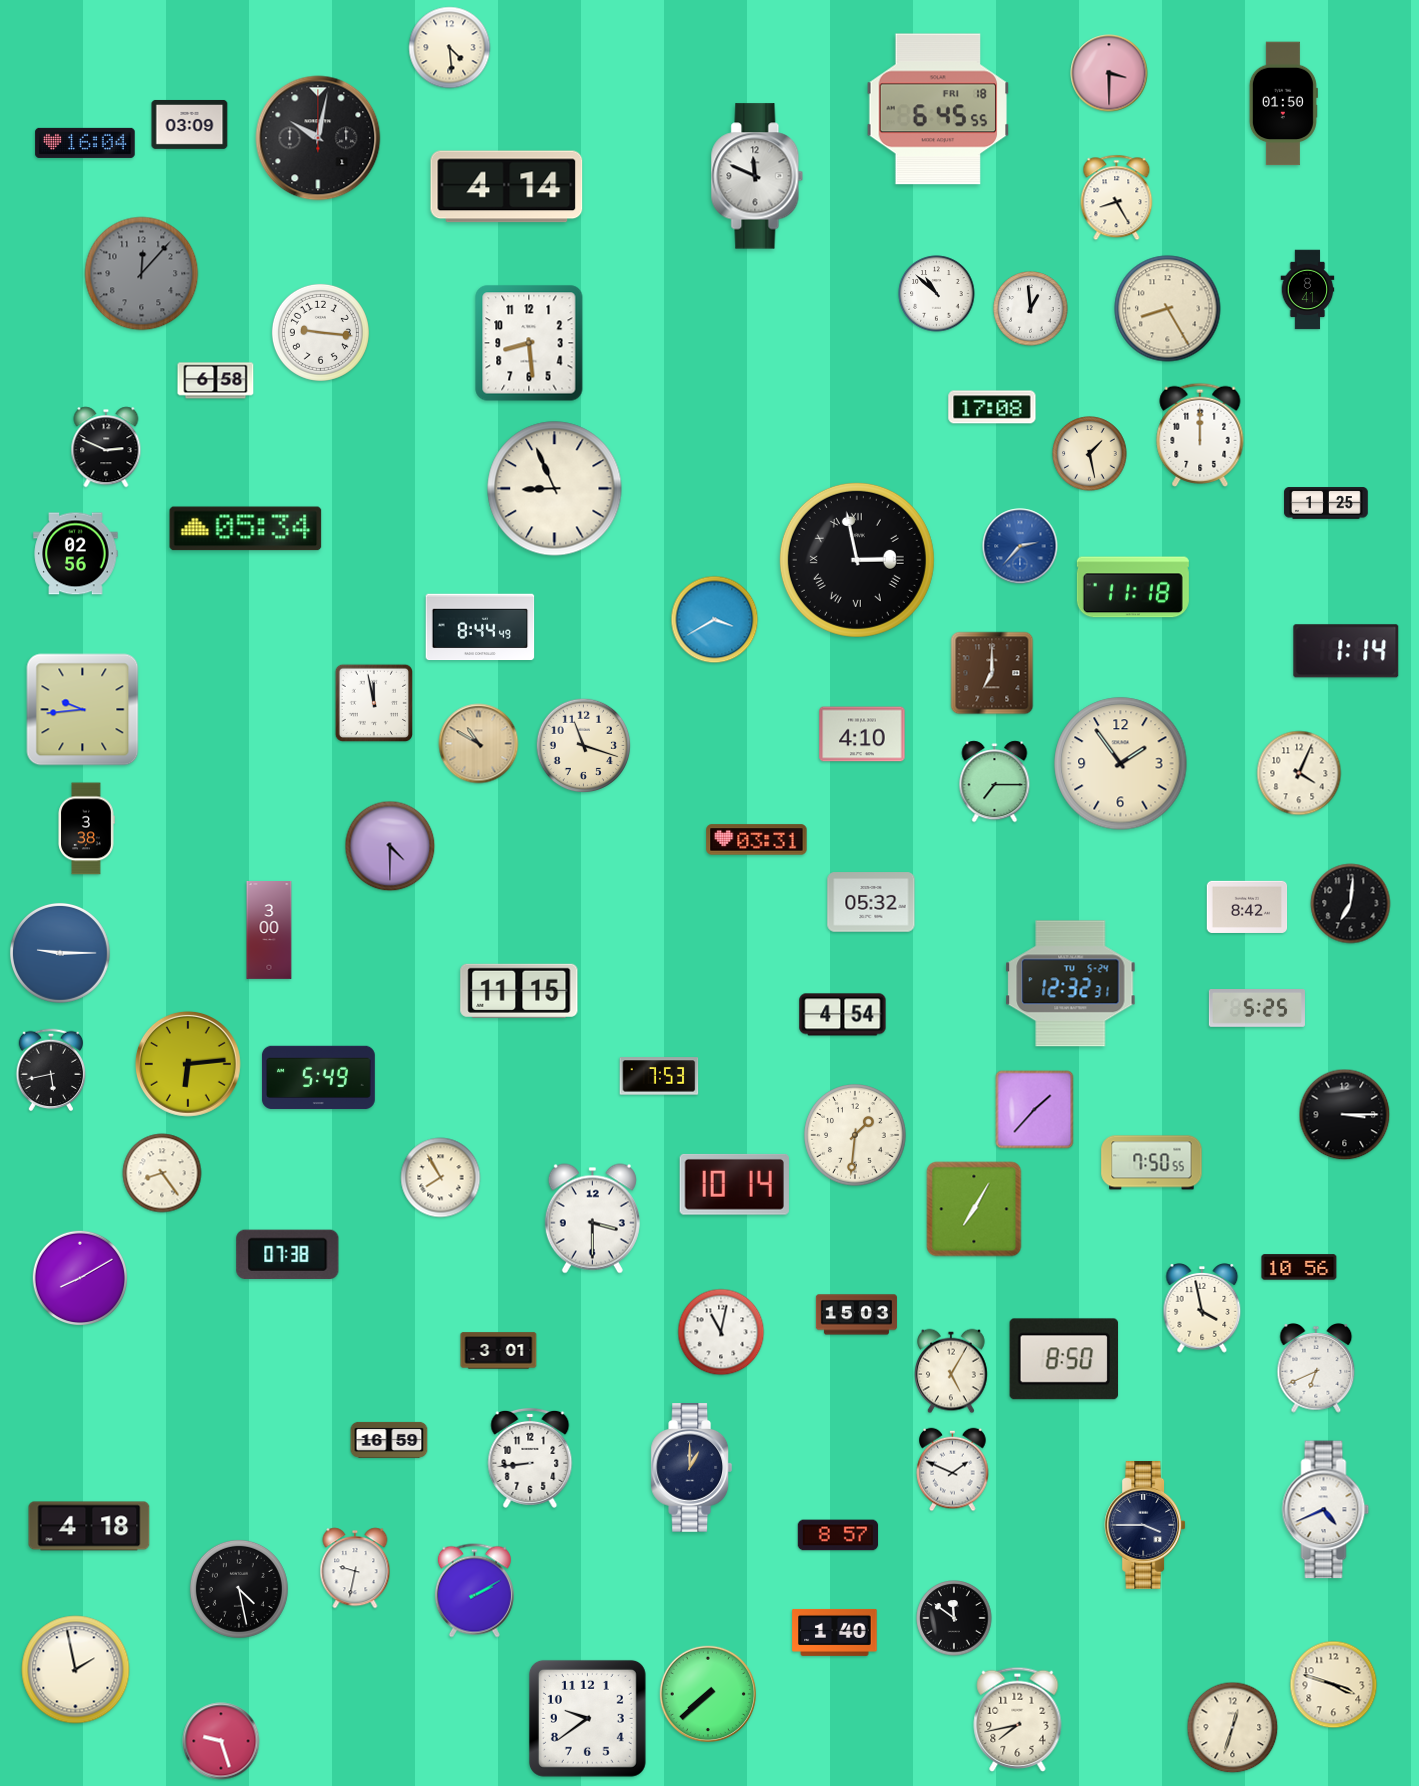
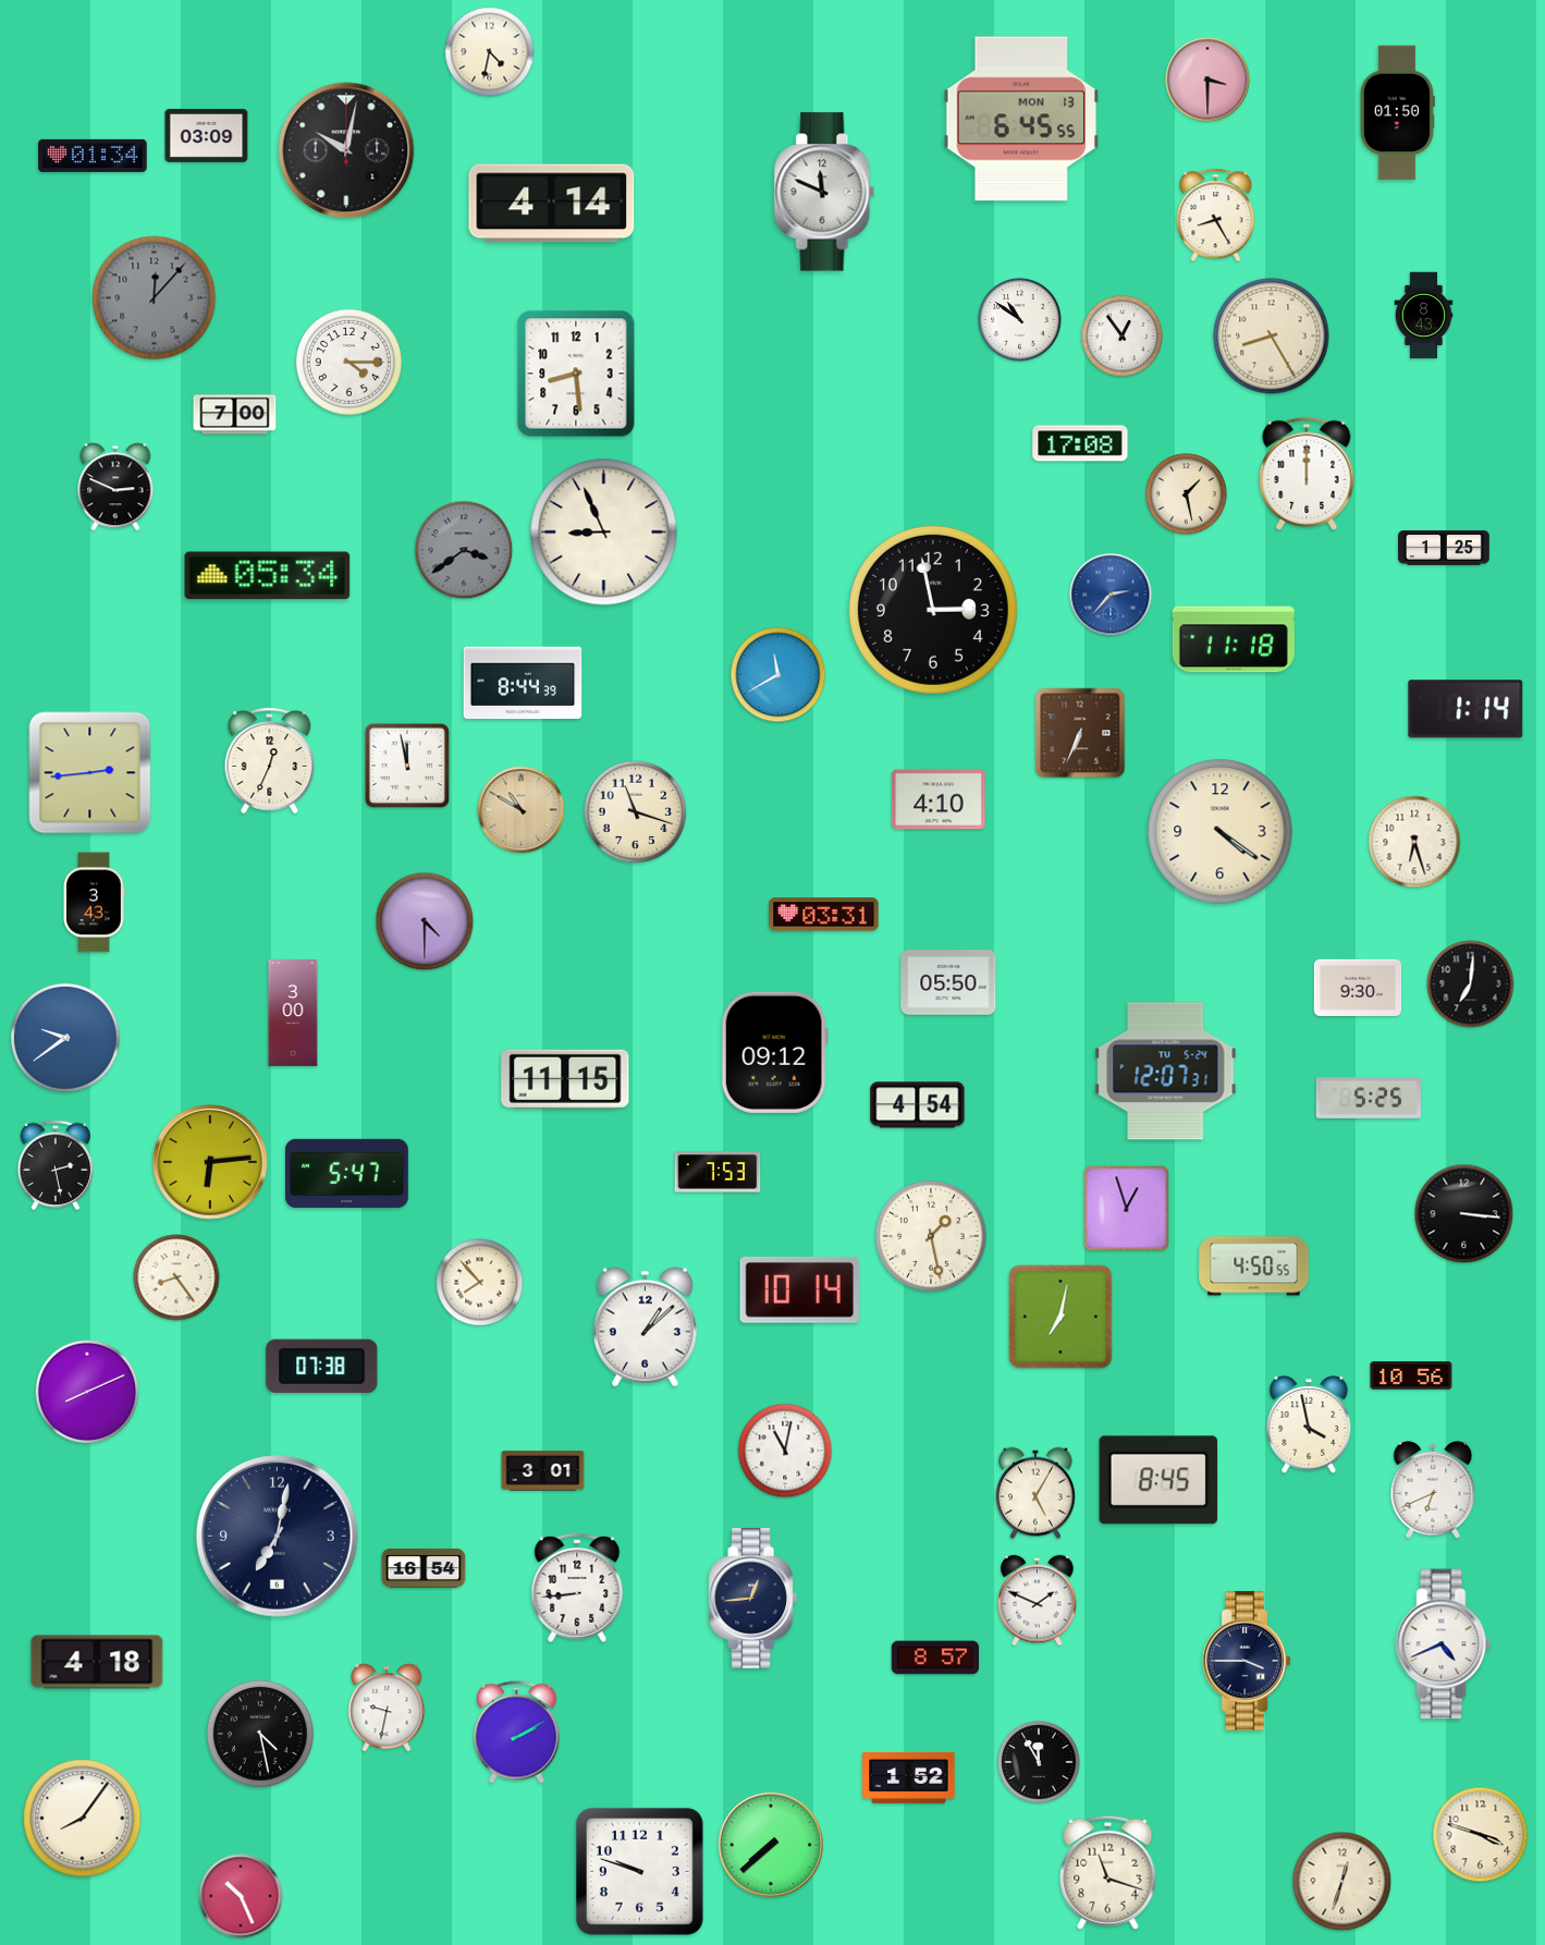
clock at (450, 48): 4:29 -> 4:32
clock at (938, 109) date: FRI 18 -> MON 13
clock at (85, 143): 16:04 -> 01:34
clock at (1308, 290): 8:41 -> 8:43
clock at (937, 294): 10:52 -> 10:51
clock at (1031, 309): 12:59 -> 12:54
clock at (320, 332): 9:16 -> 4:15
clock at (216, 381): 6:58 -> 7:00
clock at (464, 550): none -> 3:39
clock at (76, 554): 02:56 -> none
clock at (857, 560) numerals: Roman -> Arabic
clock at (715, 620): 3:40 -> 11:40
clock at (480, 627): 8:44:49 -> 8:44:39
clock at (992, 673): 7:00 -> 6:34
clock at (270, 761): none -> 12:34
clock at (83, 710): 9:44 -> 2:44
clock at (1121, 764): 1:54 -> 4:21
clock at (1299, 773): 4:04 -> 6:27
clock at (995, 782): 7:15 -> none
clock at (86, 829): 3:38 -> 3:43
clock at (871, 902): 05:32 -> 05:50
clock at (1247, 907): 8:42 -> 9:30
clock at (60, 953): 9:15 -> 9:39
clock at (774, 1052): none -> 09:12
clock at (1071, 984): 12:32 -> 12:07
clock at (188, 1064) position: (188, 1064) -> (210, 1162)
clock at (51, 1070): 5:43 -> 2:28
clock at (318, 1078): 5:49 -> 5:47
clock at (1035, 1110): 1:37 -> 12:57
clock at (1345, 1115): 3:15 -> 3:16
clock at (855, 1135): 1:31 -> 1:28
clock at (1152, 1163): 7:50 -> 4:50
clock at (441, 1178): 7:55 -> 7:53
clock at (974, 1209): 7:05 -> 7:02
clock at (592, 1219): 3:30 -> 1:08
clock at (288, 1254) position: (288, 1254) -> (322, 1366)
clock at (1299, 1267) position: (1299, 1267) -> (1411, 1375)
clock at (79, 1277): 8:10 -> 8:11
clock at (856, 1315): 15:03 -> none
clock at (1064, 1359): 8:50 -> 8:45
clock at (278, 1537): none -> 7:02
clock at (389, 1440): 16:59 -> 16:54
clock at (691, 1468): 1:00 -> 12:44
clock at (838, 1535) position: (838, 1535) -> (935, 1657)
clock at (239, 1589) position: (239, 1589) -> (260, 1734)
clock at (954, 1618): 11:51 -> 11:55
clock at (835, 1632): 1:40 -> 1:52
clock at (76, 1670): 1:58 -> 8:06
clock at (1334, 1685) position: (1334, 1685) -> (1481, 1835)
clock at (587, 1718): 9:39 -> 9:48
clock at (1018, 1719): 7:43 -> 11:18
clock at (221, 1741): 9:27 -> 10:26
